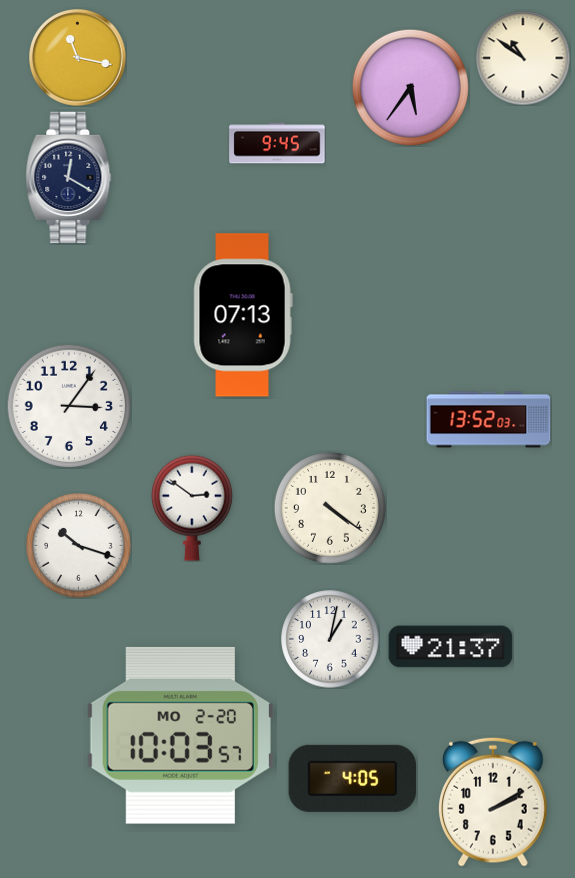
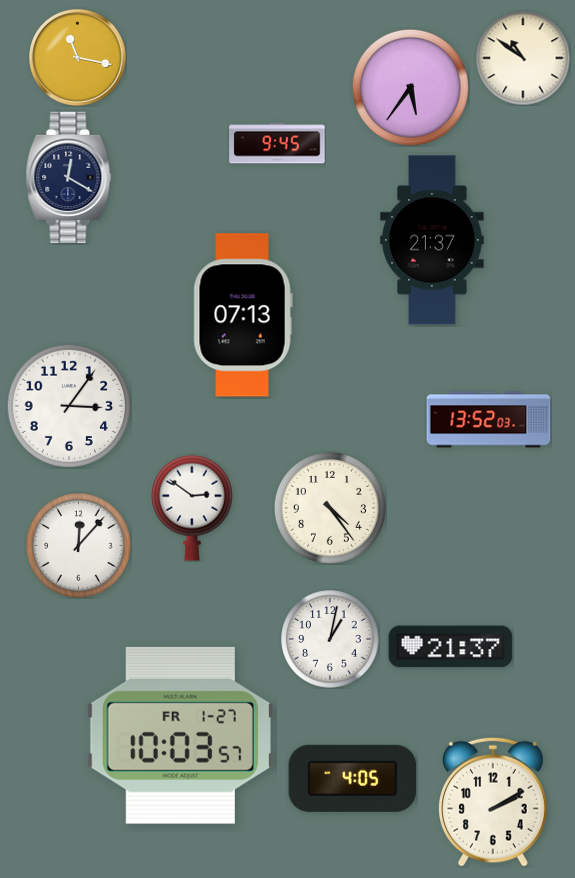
clock at (432, 240): none -> 21:37
clock at (330, 508): 4:21 -> 4:24
clock at (79, 546): 10:18 -> 12:07
clock at (180, 735) date: MO 2-20 -> FR 1-27
